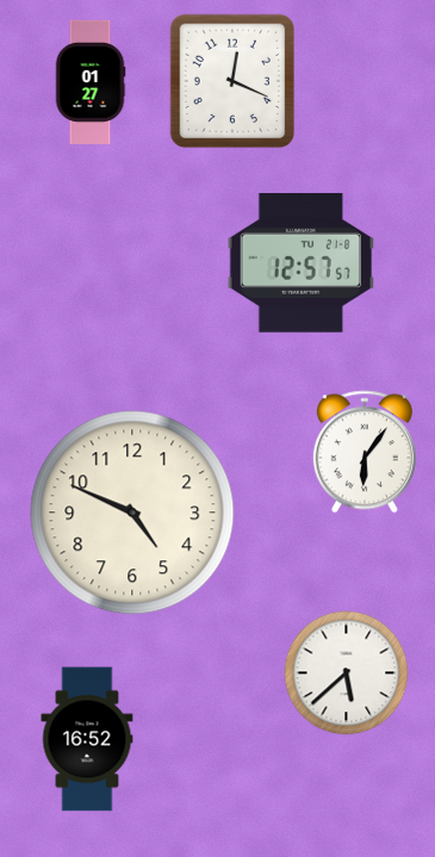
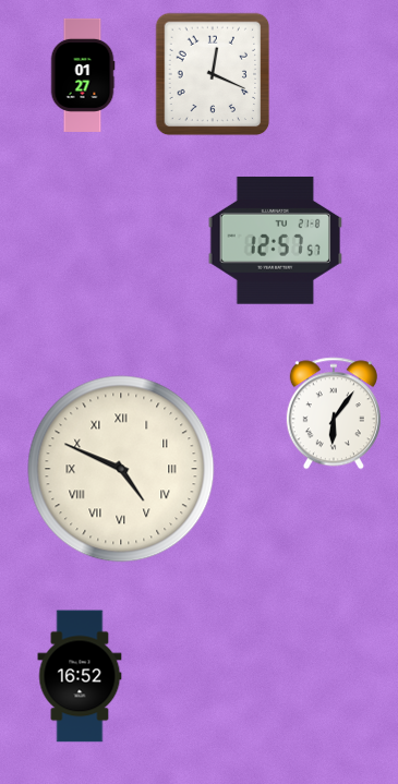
clock at (132, 513) numerals: Arabic -> Roman
clock at (347, 673): 5:38 -> none
